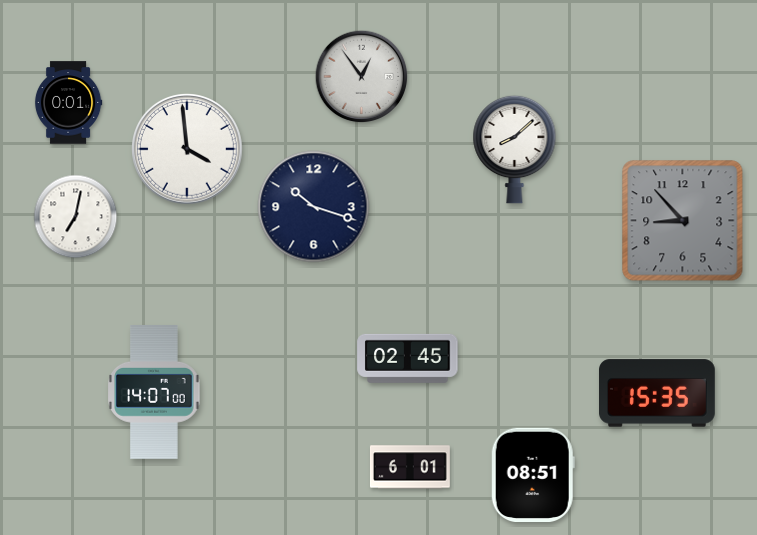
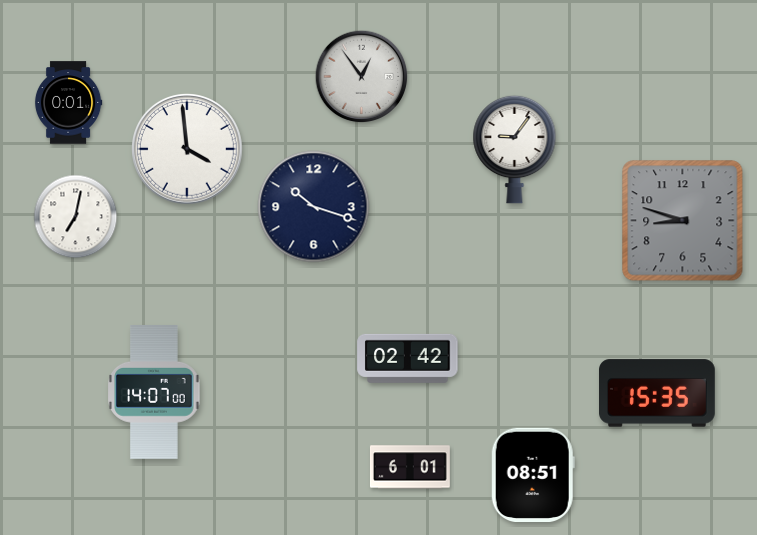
clock at (515, 149): 8:08 -> 9:06
clock at (683, 221): 8:53 -> 8:48
clock at (408, 358): 02:45 -> 02:42
